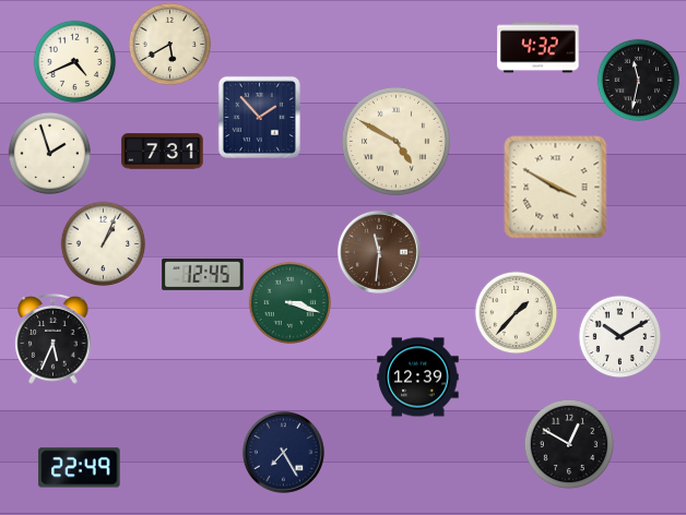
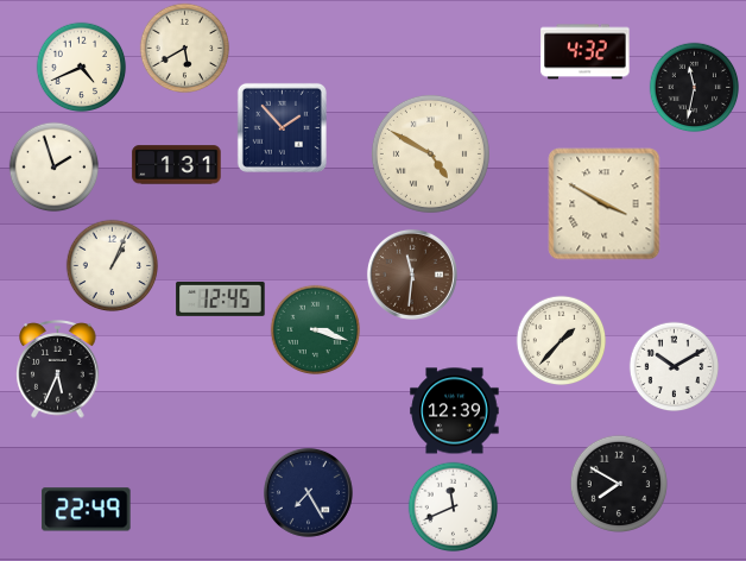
clock at (163, 152): 7:31 -> 1:31
clock at (568, 443): 12:50 -> 7:50
clock at (454, 508): none -> 11:41
